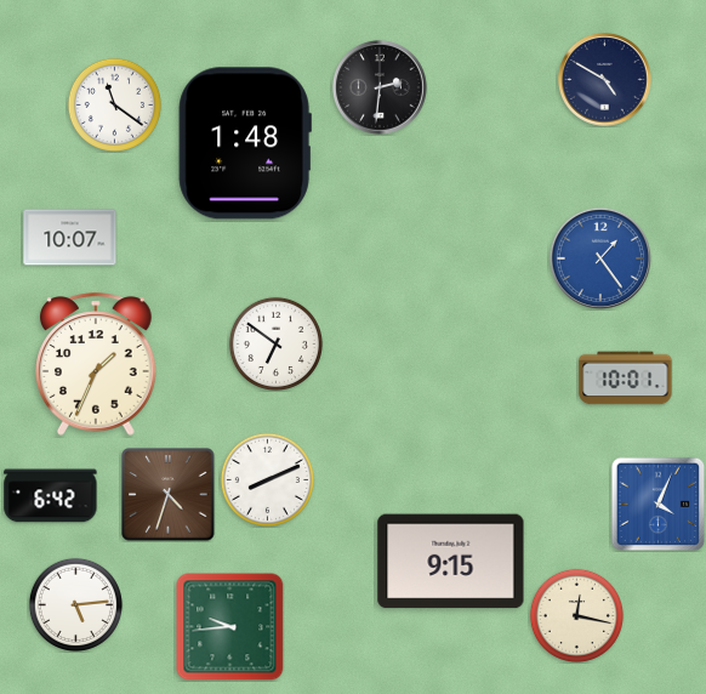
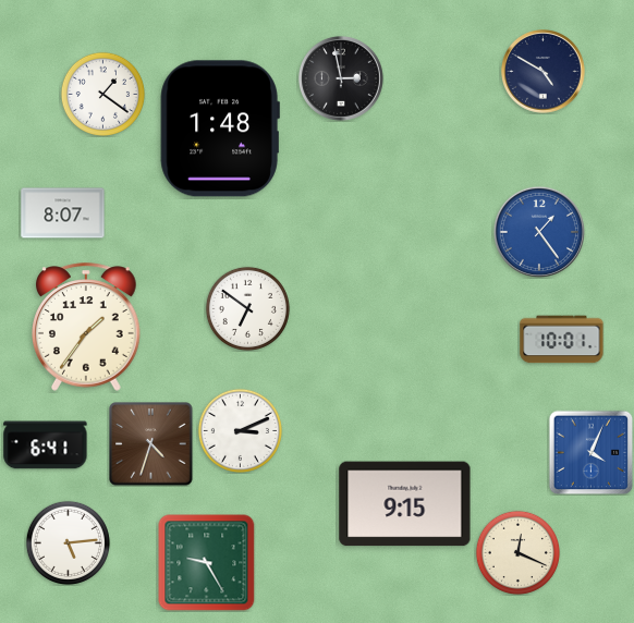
clock at (380, 87): 2:31 -> 2:58
clock at (114, 104): 11:21 -> 1:21
clock at (70, 238): 10:07 -> 8:07
clock at (96, 364): 1:34 -> 1:36
clock at (267, 479): 8:11 -> 3:11
clock at (51, 496): 6:42 -> 6:41
clock at (576, 615): 12:17 -> 12:19
clock at (230, 627): 9:44 -> 9:25
